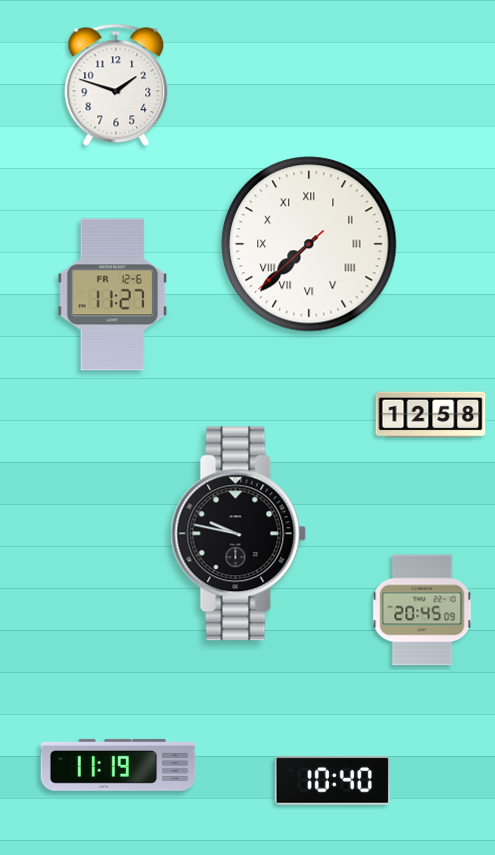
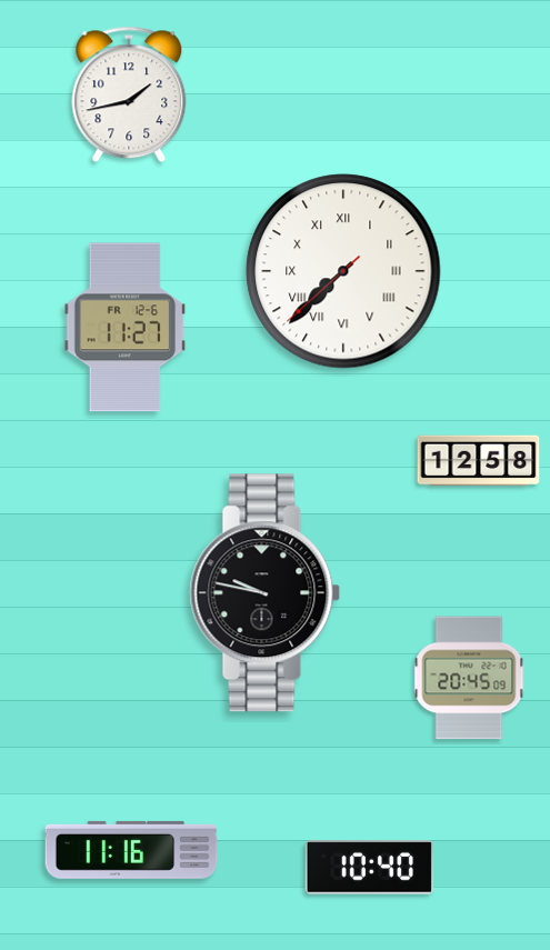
clock at (116, 85): 1:48 -> 1:43
clock at (118, 765): 11:19 -> 11:16
